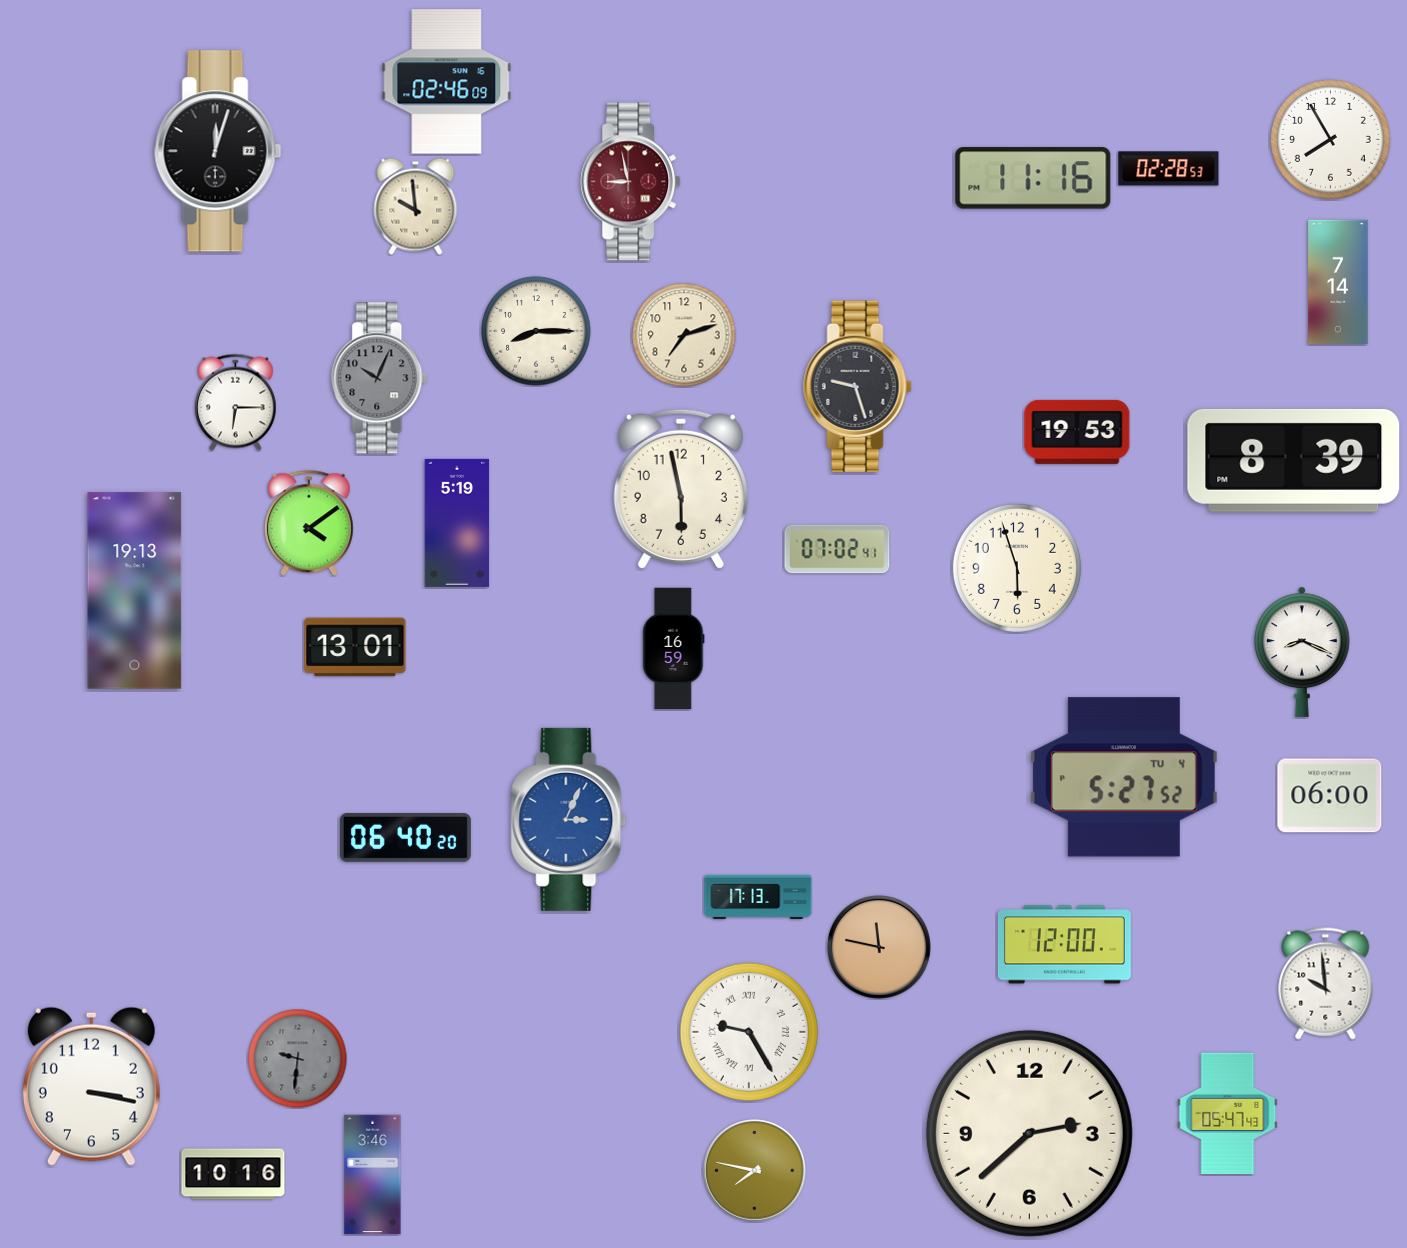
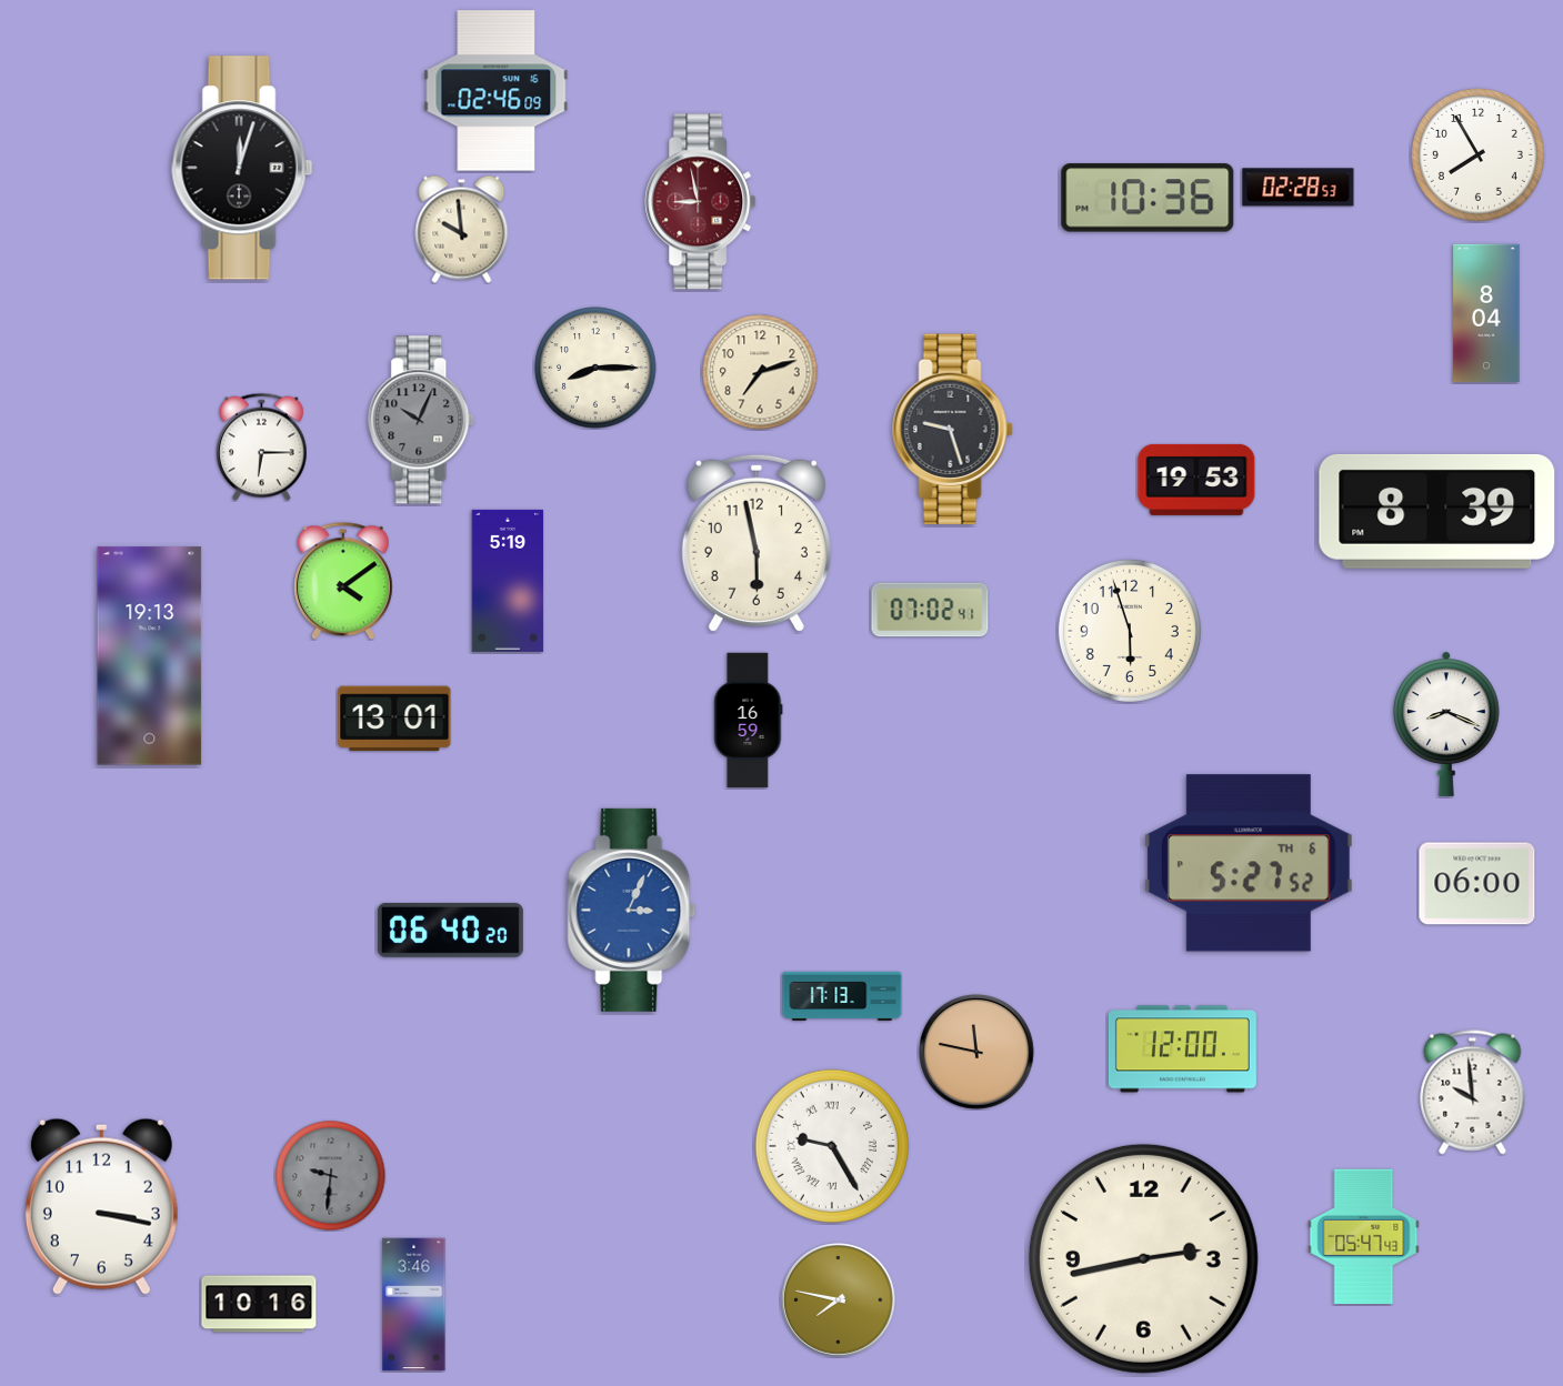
clock at (1033, 178): 11:16 -> 10:36
clock at (1338, 281): 7:14 -> 8:04
clock at (1124, 777) date: TU 4 -> TH 6
clock at (1029, 1133): 2:38 -> 2:43
